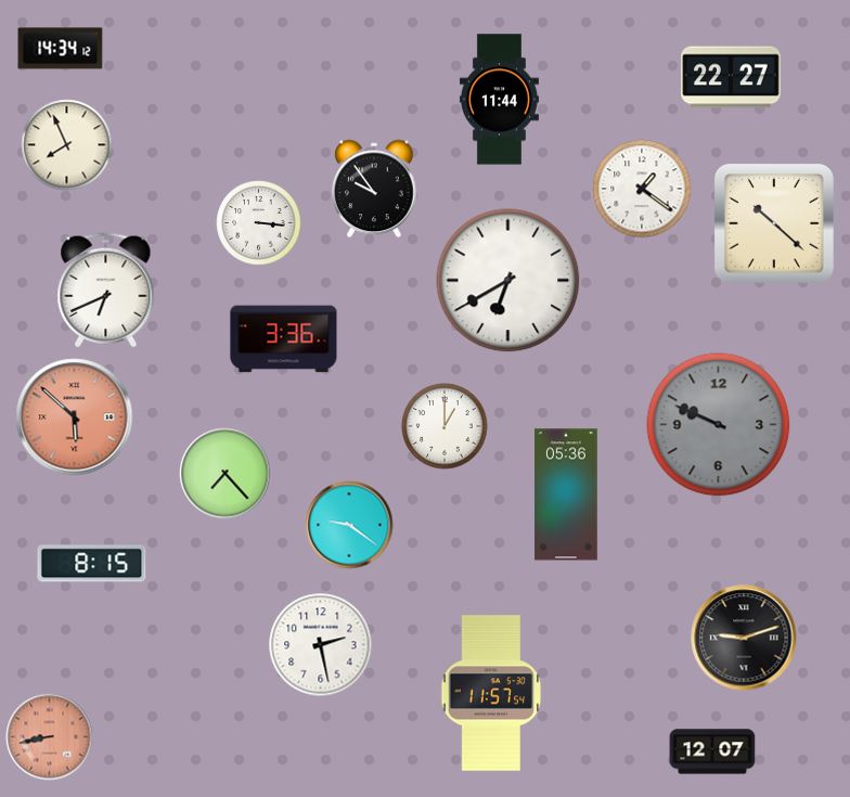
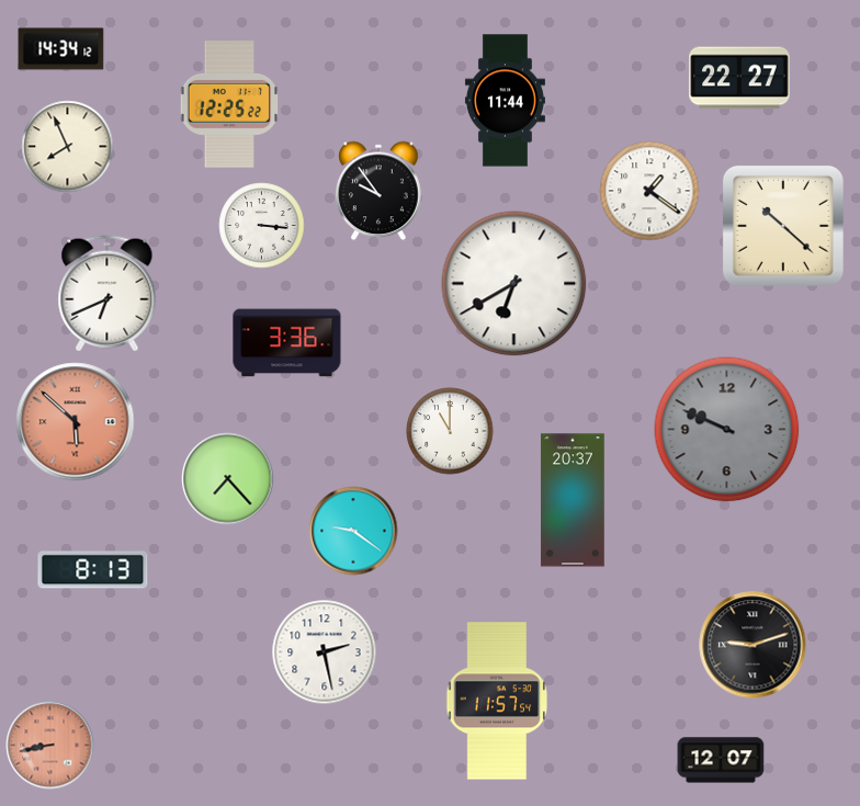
clock at (228, 104): none -> 12:25
clock at (445, 426): 1:00 -> 11:00
clock at (566, 494): 05:36 -> 20:37
clock at (92, 564): 8:15 -> 8:13
